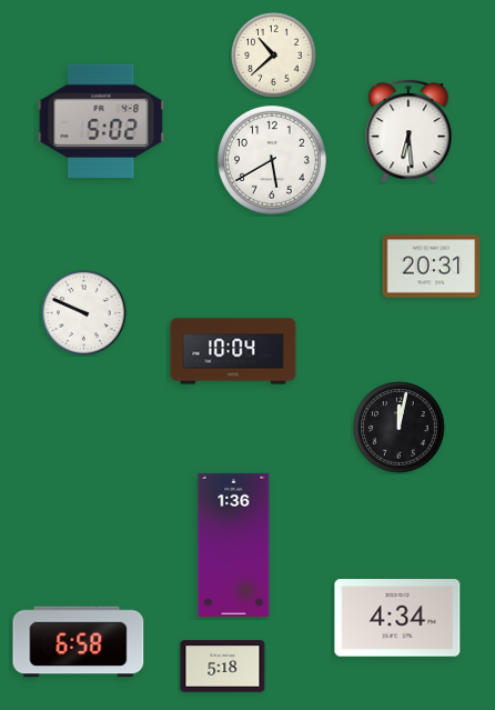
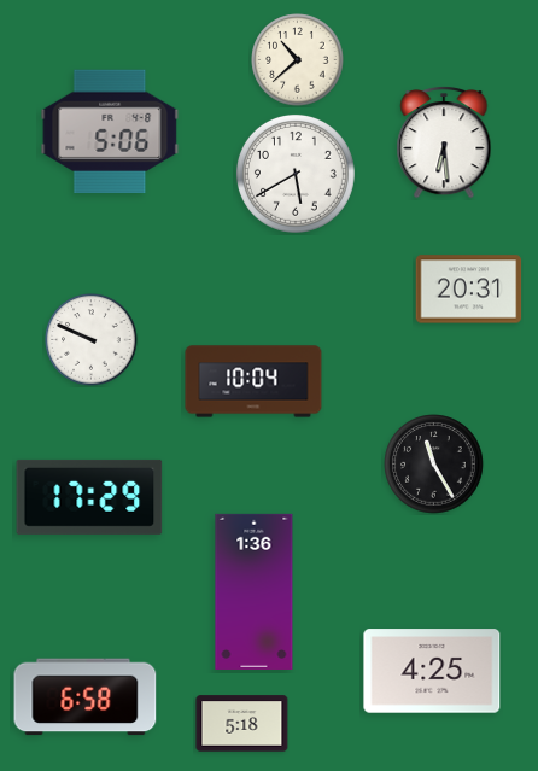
clock at (101, 121): 5:02 -> 5:06
clock at (400, 428): 12:02 -> 11:25
clock at (89, 497): none -> 17:29
clock at (397, 618): 4:34 -> 4:25
